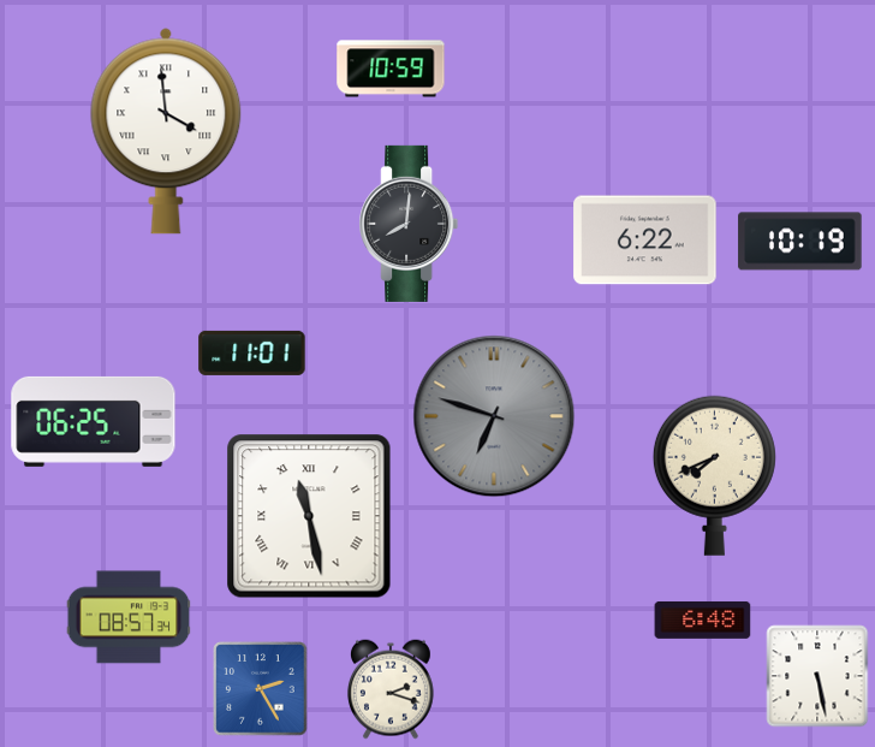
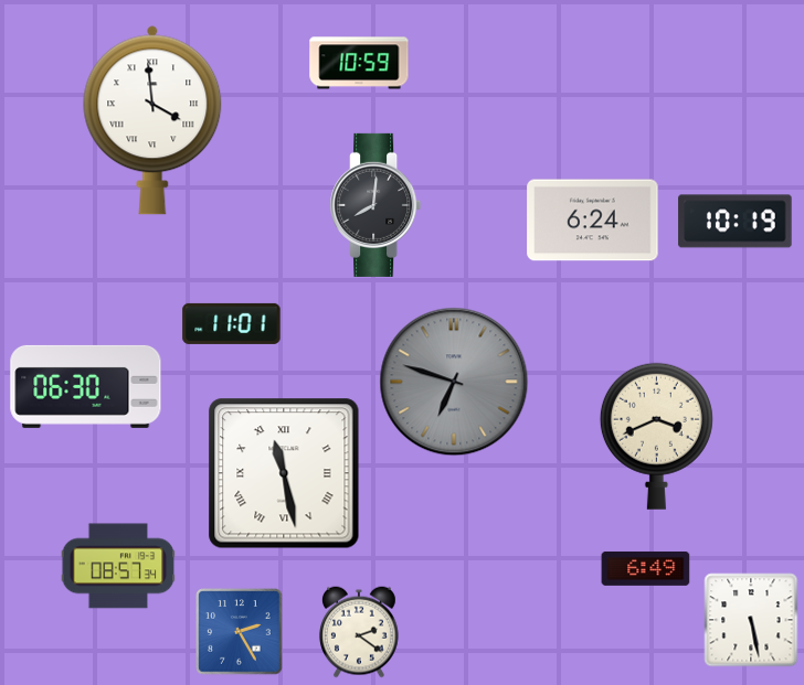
clock at (645, 241): 6:22 -> 6:24
clock at (94, 421): 06:25 -> 06:30
clock at (714, 475): 7:41 -> 3:41
clock at (703, 619): 6:48 -> 6:49
clock at (391, 689): 2:18 -> 2:21
